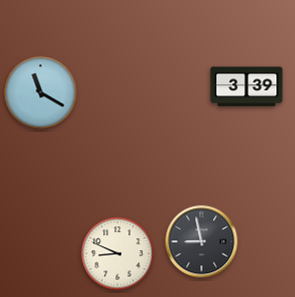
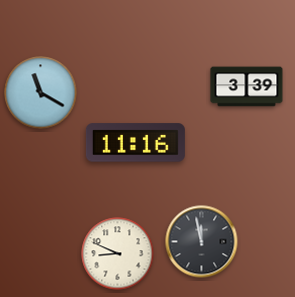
clock at (135, 143): none -> 11:16
clock at (202, 242): 8:58 -> 11:58
